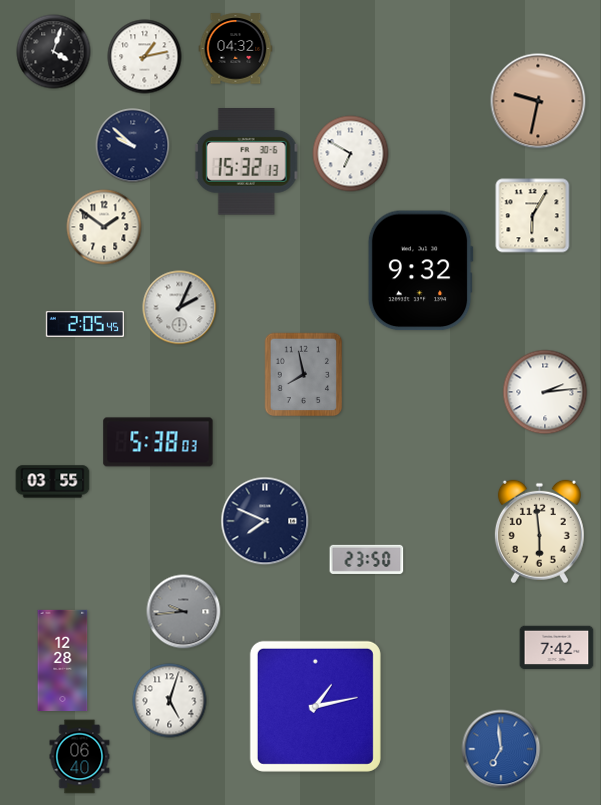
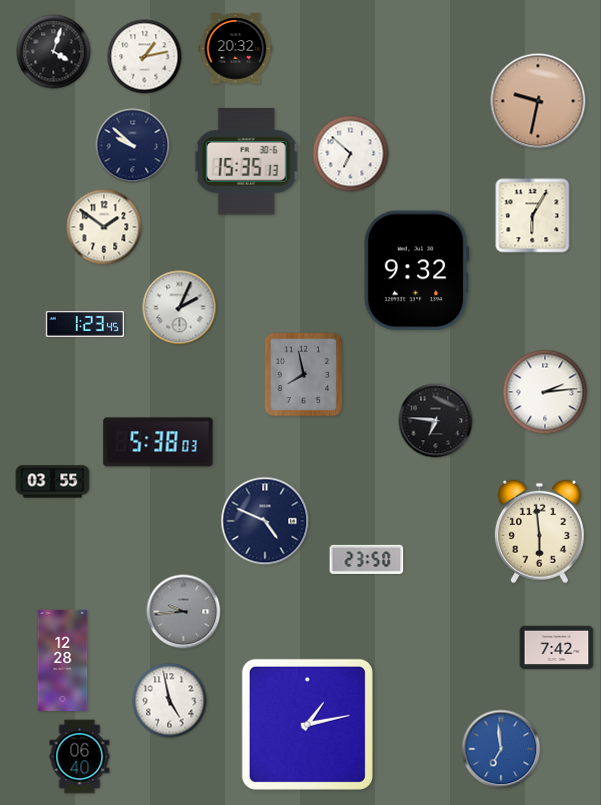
clock at (236, 49): 04:32 -> 20:32
clock at (351, 154): 6:50 -> 6:52
clock at (246, 162): 15:32 -> 15:35
clock at (420, 271) position: (420, 271) -> (416, 271)
clock at (84, 324): 2:05 -> 1:23
clock at (436, 421): none -> 6:46
clock at (265, 521): 7:49 -> 4:49
clock at (170, 701): 5:03 -> 4:58
clock at (315, 706) position: (315, 706) -> (307, 724)
